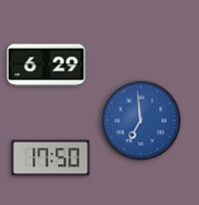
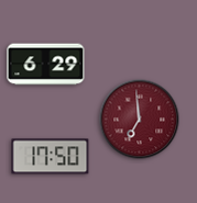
clock at (141, 121) dial: blue -> burgundy
